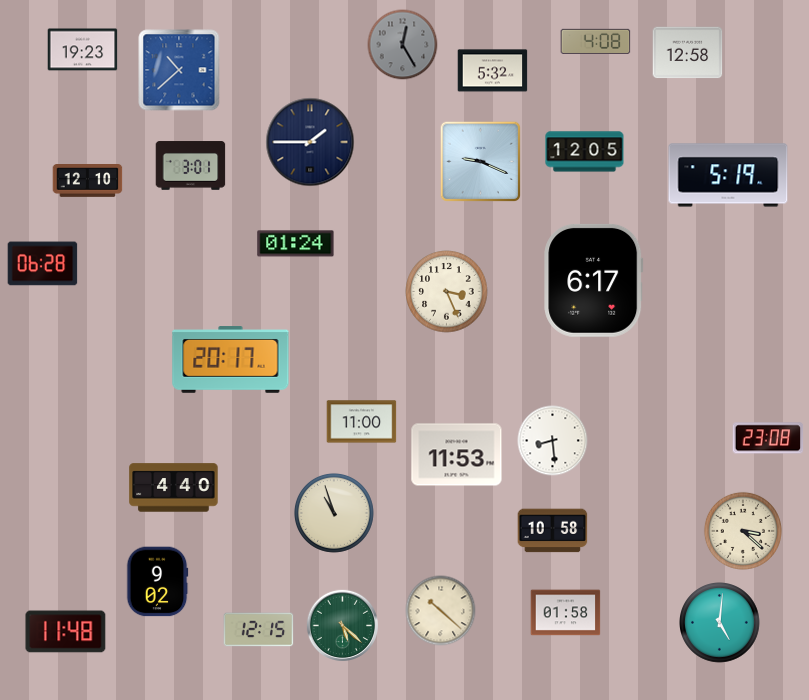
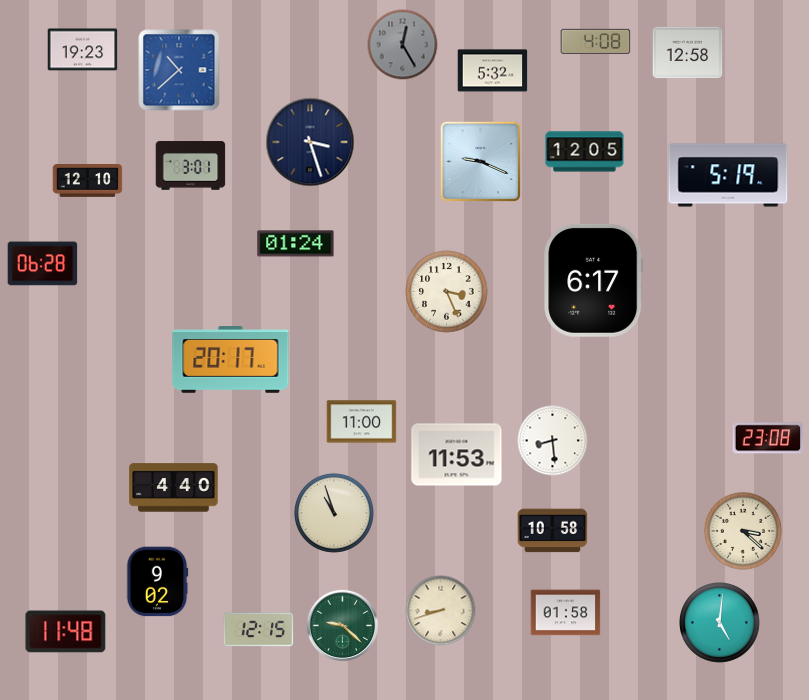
clock at (310, 142): 1:45 -> 3:27
clock at (441, 611): 10:22 -> 8:42
clock at (342, 625): 5:22 -> 9:22
